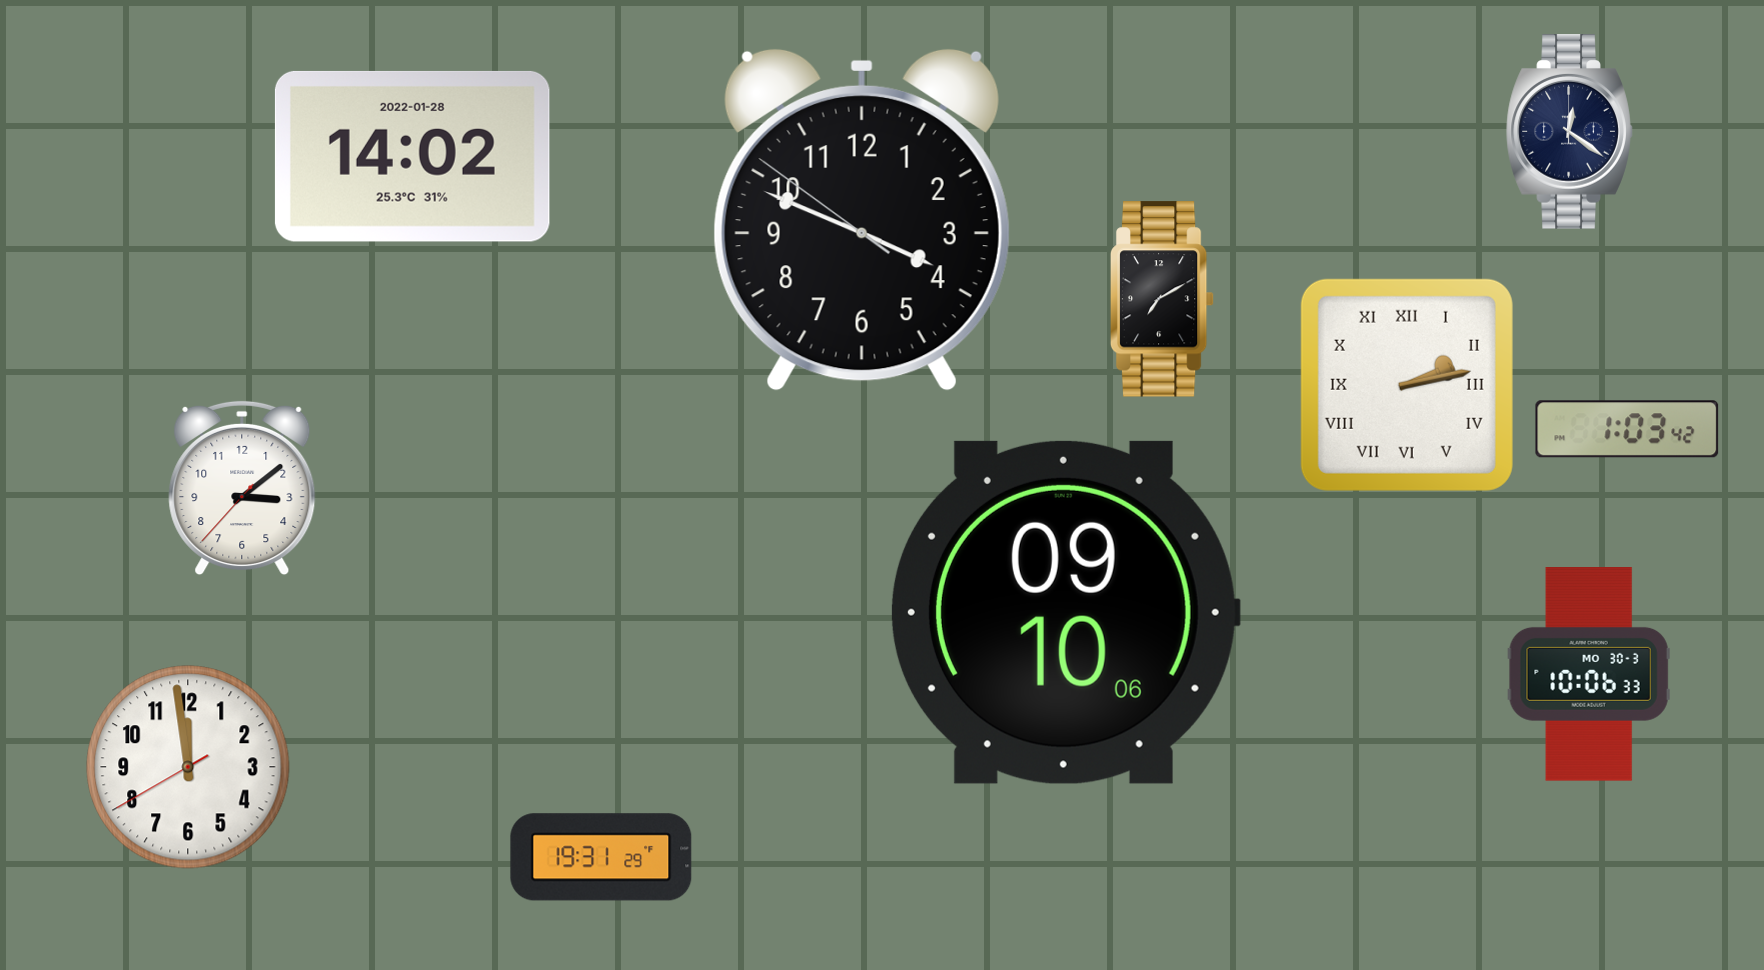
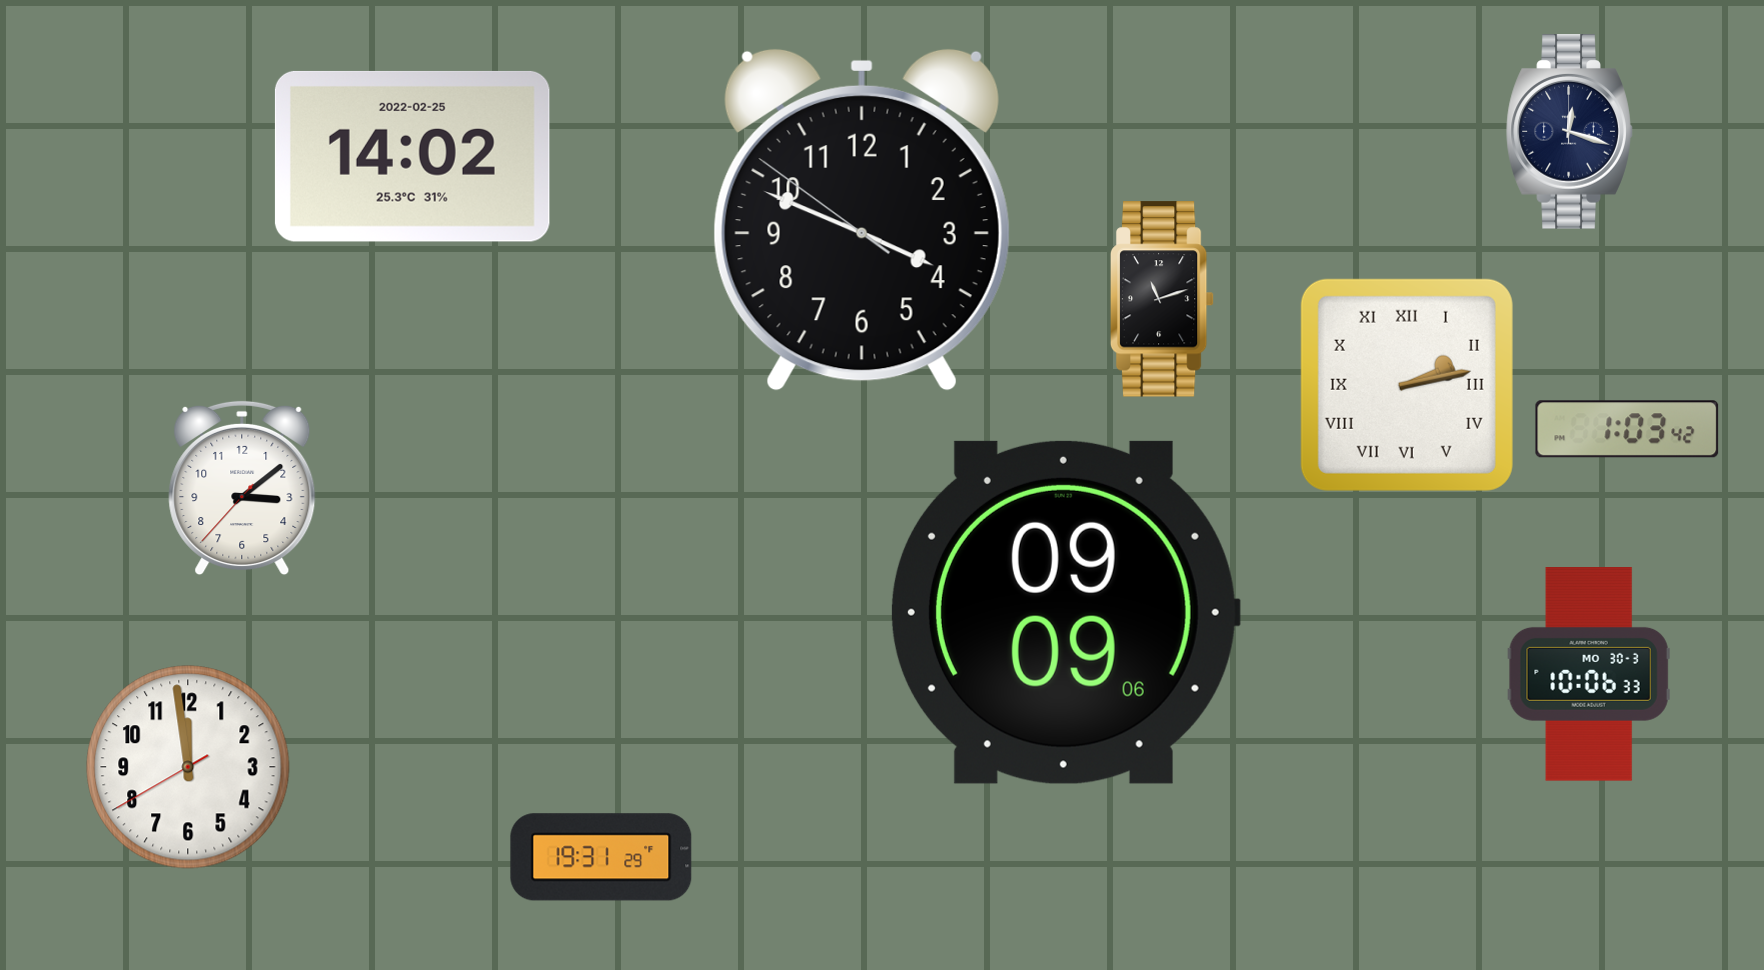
clock at (1570, 132): 12:21 -> 12:18
clock at (412, 156) date: 2022-01-28 -> 2022-02-25
clock at (1162, 299): 7:10 -> 11:12
clock at (1065, 612): 09:10 -> 09:09
